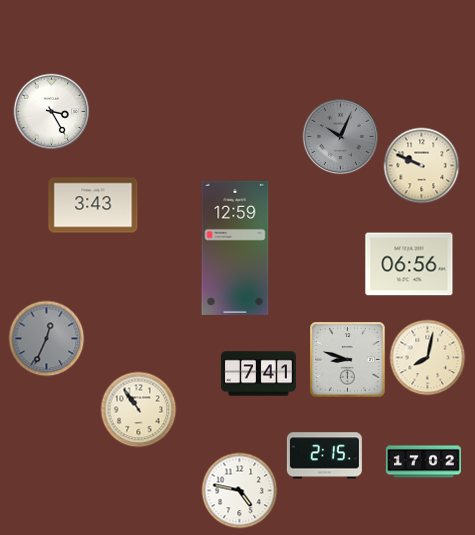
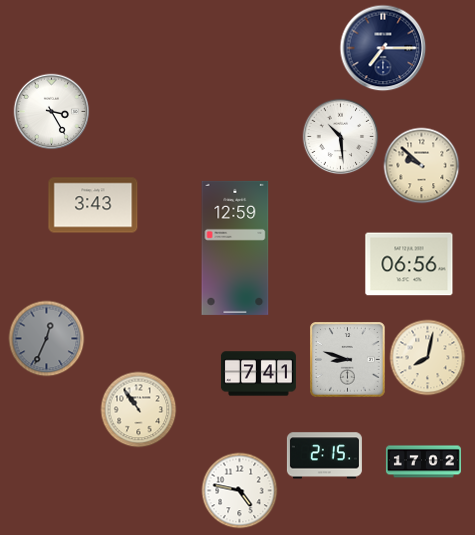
clock at (383, 48): none -> 7:15
clock at (341, 137): 10:04 -> 10:29
clock at (341, 137) dial: grey -> white
clock at (422, 166): 9:49 -> 9:52
